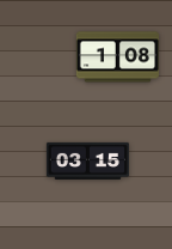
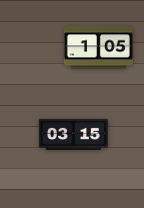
clock at (117, 57): 1:08 -> 1:05
